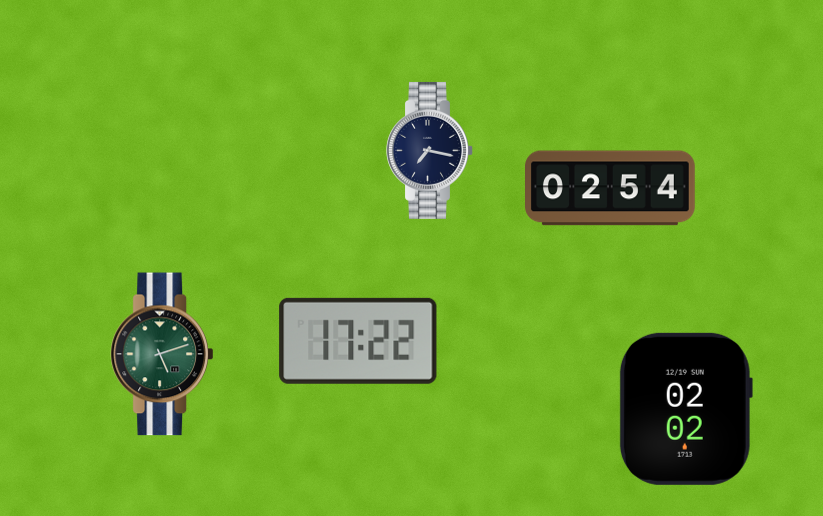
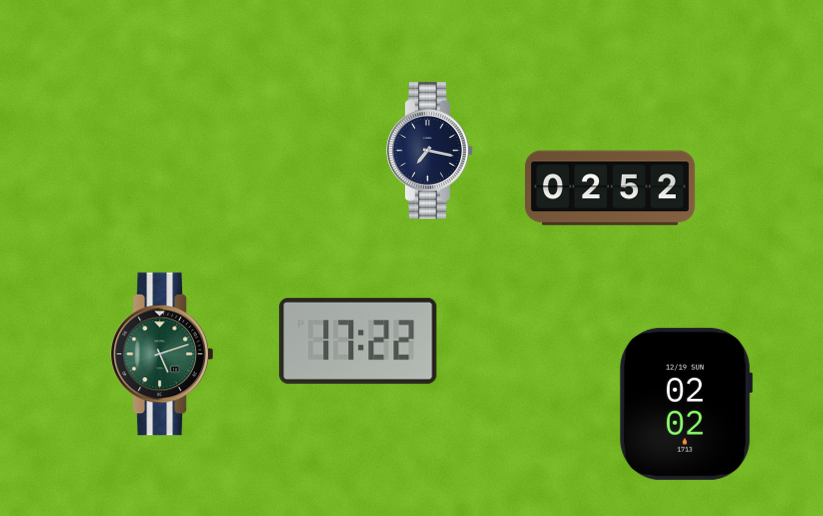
clock at (611, 188): 02:54 -> 02:52
clock at (686, 409) position: (686, 409) -> (686, 404)
